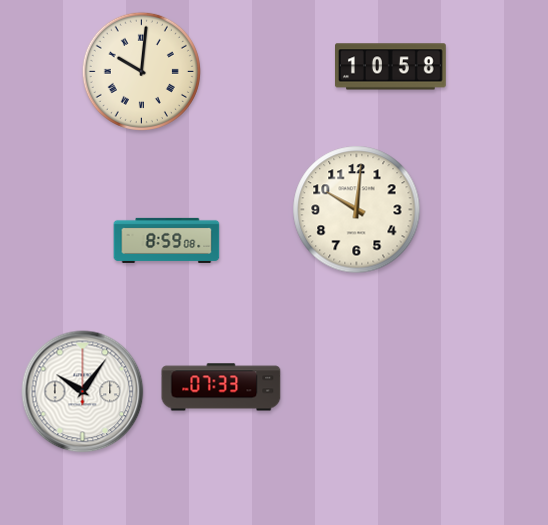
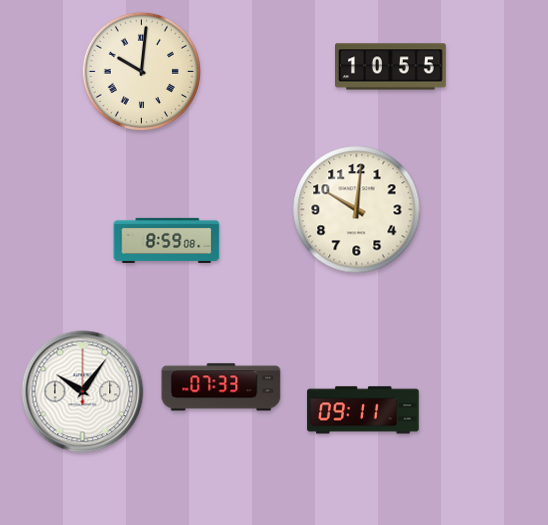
clock at (391, 67): 10:58 -> 10:55
clock at (363, 410): none -> 09:11
